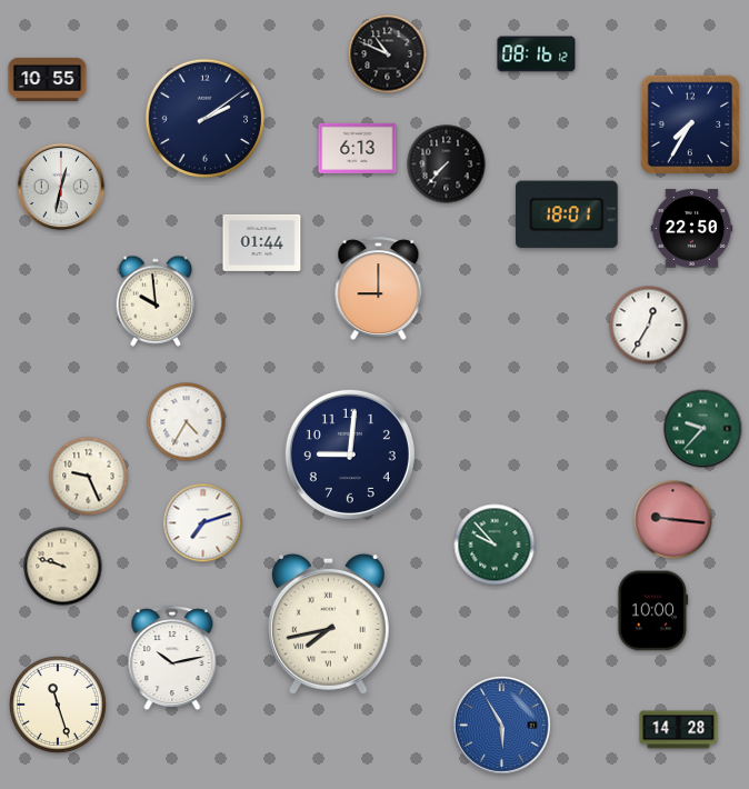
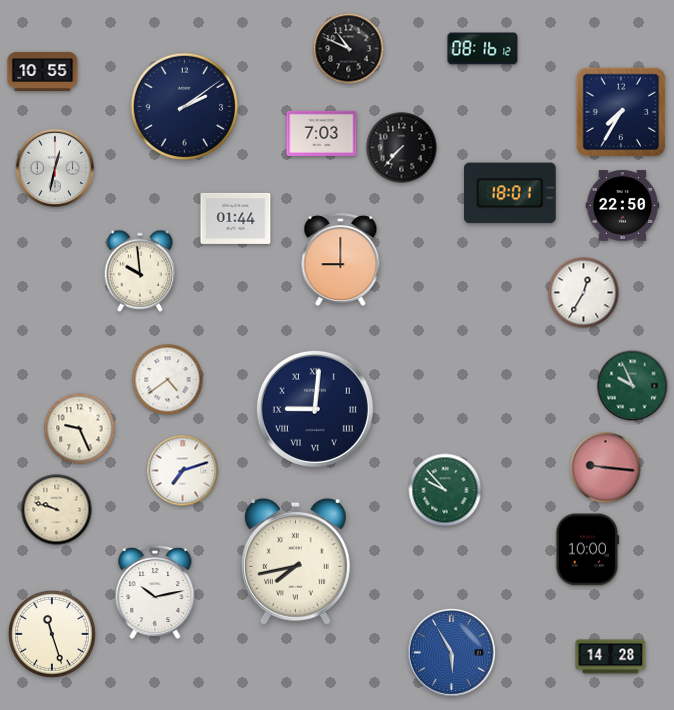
clock at (358, 148): 6:13 -> 7:03
clock at (187, 422): 4:35 -> 4:39
clock at (703, 429): 9:37 -> 9:56
clock at (350, 455) numerals: Arabic -> Roman
